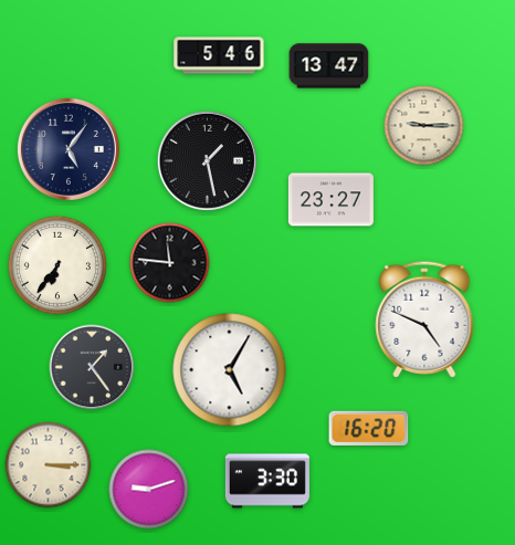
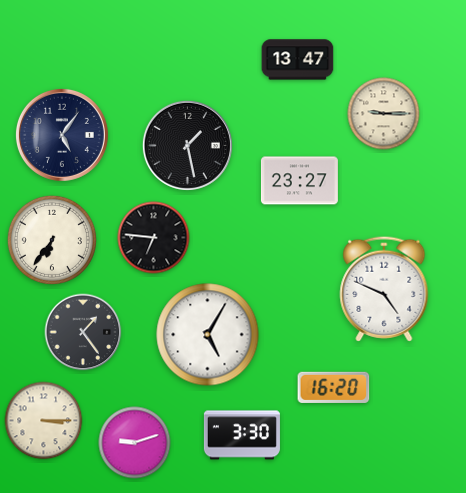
clock at (219, 55): 5:46 -> none
clock at (170, 263): 11:46 -> 6:46
